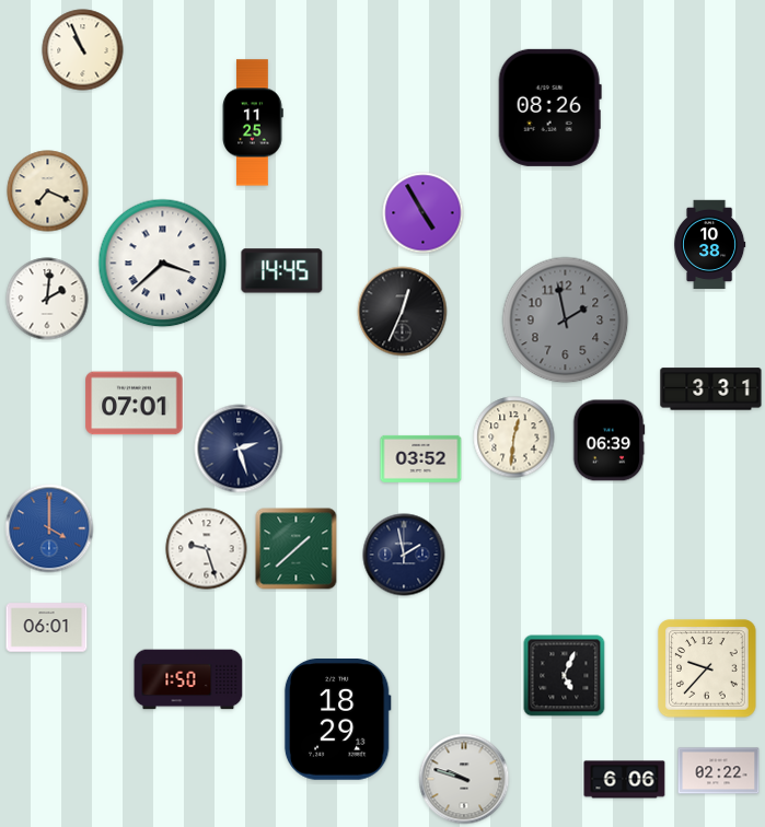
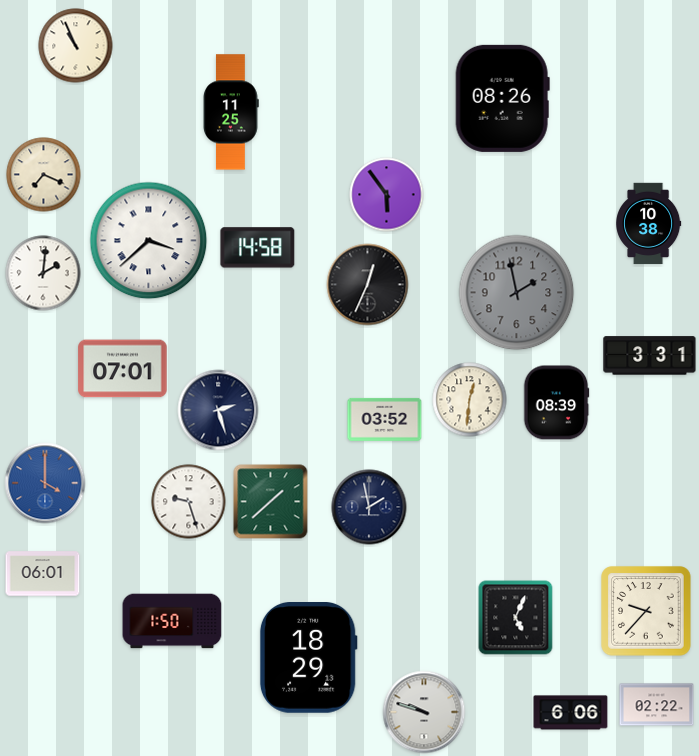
clock at (424, 213): 4:55 -> 5:54
clock at (282, 271): 14:45 -> 14:58
clock at (608, 441): 06:39 -> 08:39
